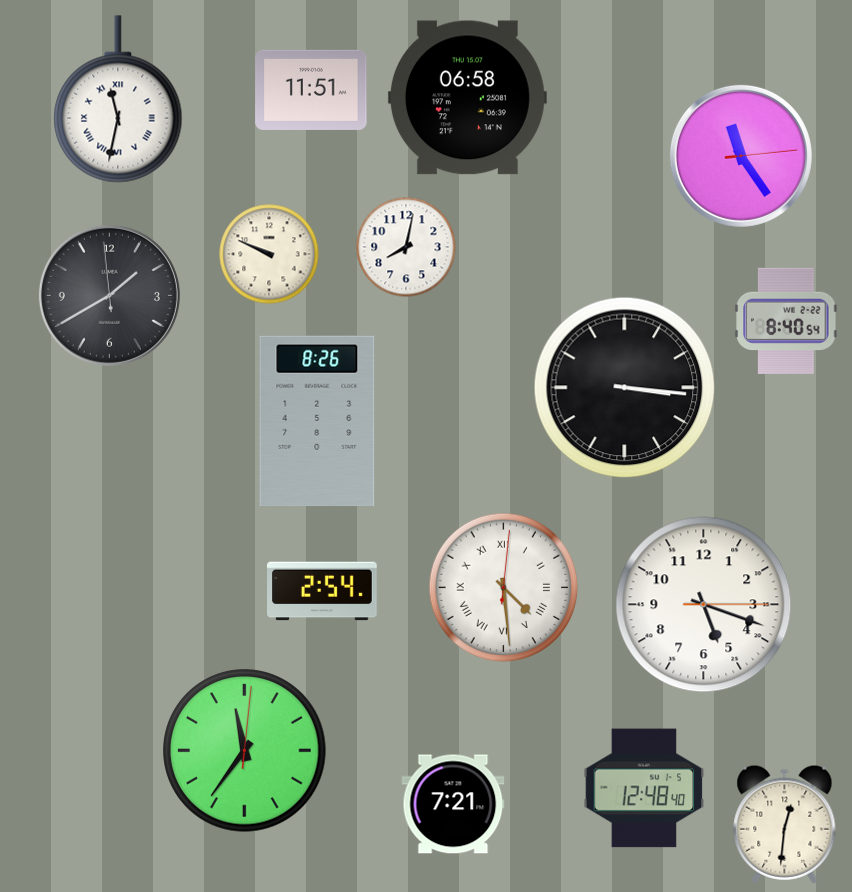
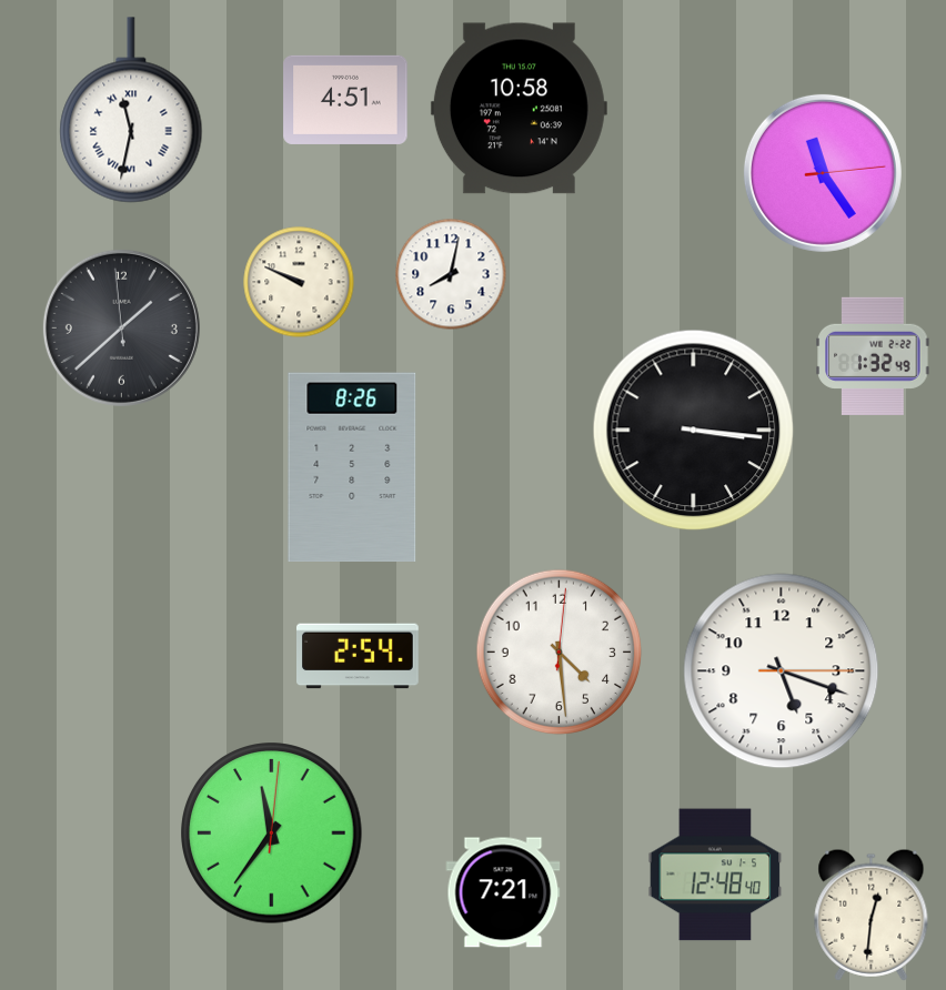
clock at (311, 90): 11:51 -> 4:51
clock at (467, 98): 06:58 -> 10:58
clock at (109, 295): 1:39 -> 1:37
clock at (786, 321): 8:40 -> 1:32
clock at (504, 588) numerals: Roman -> Arabic
